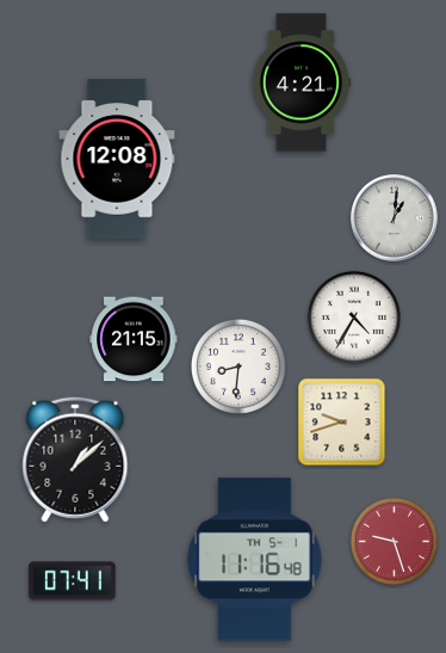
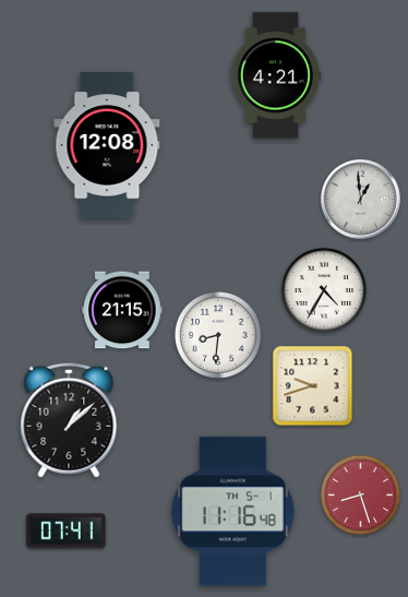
clock at (395, 218): 1:01 -> 12:59
clock at (395, 542): 9:27 -> 8:27
